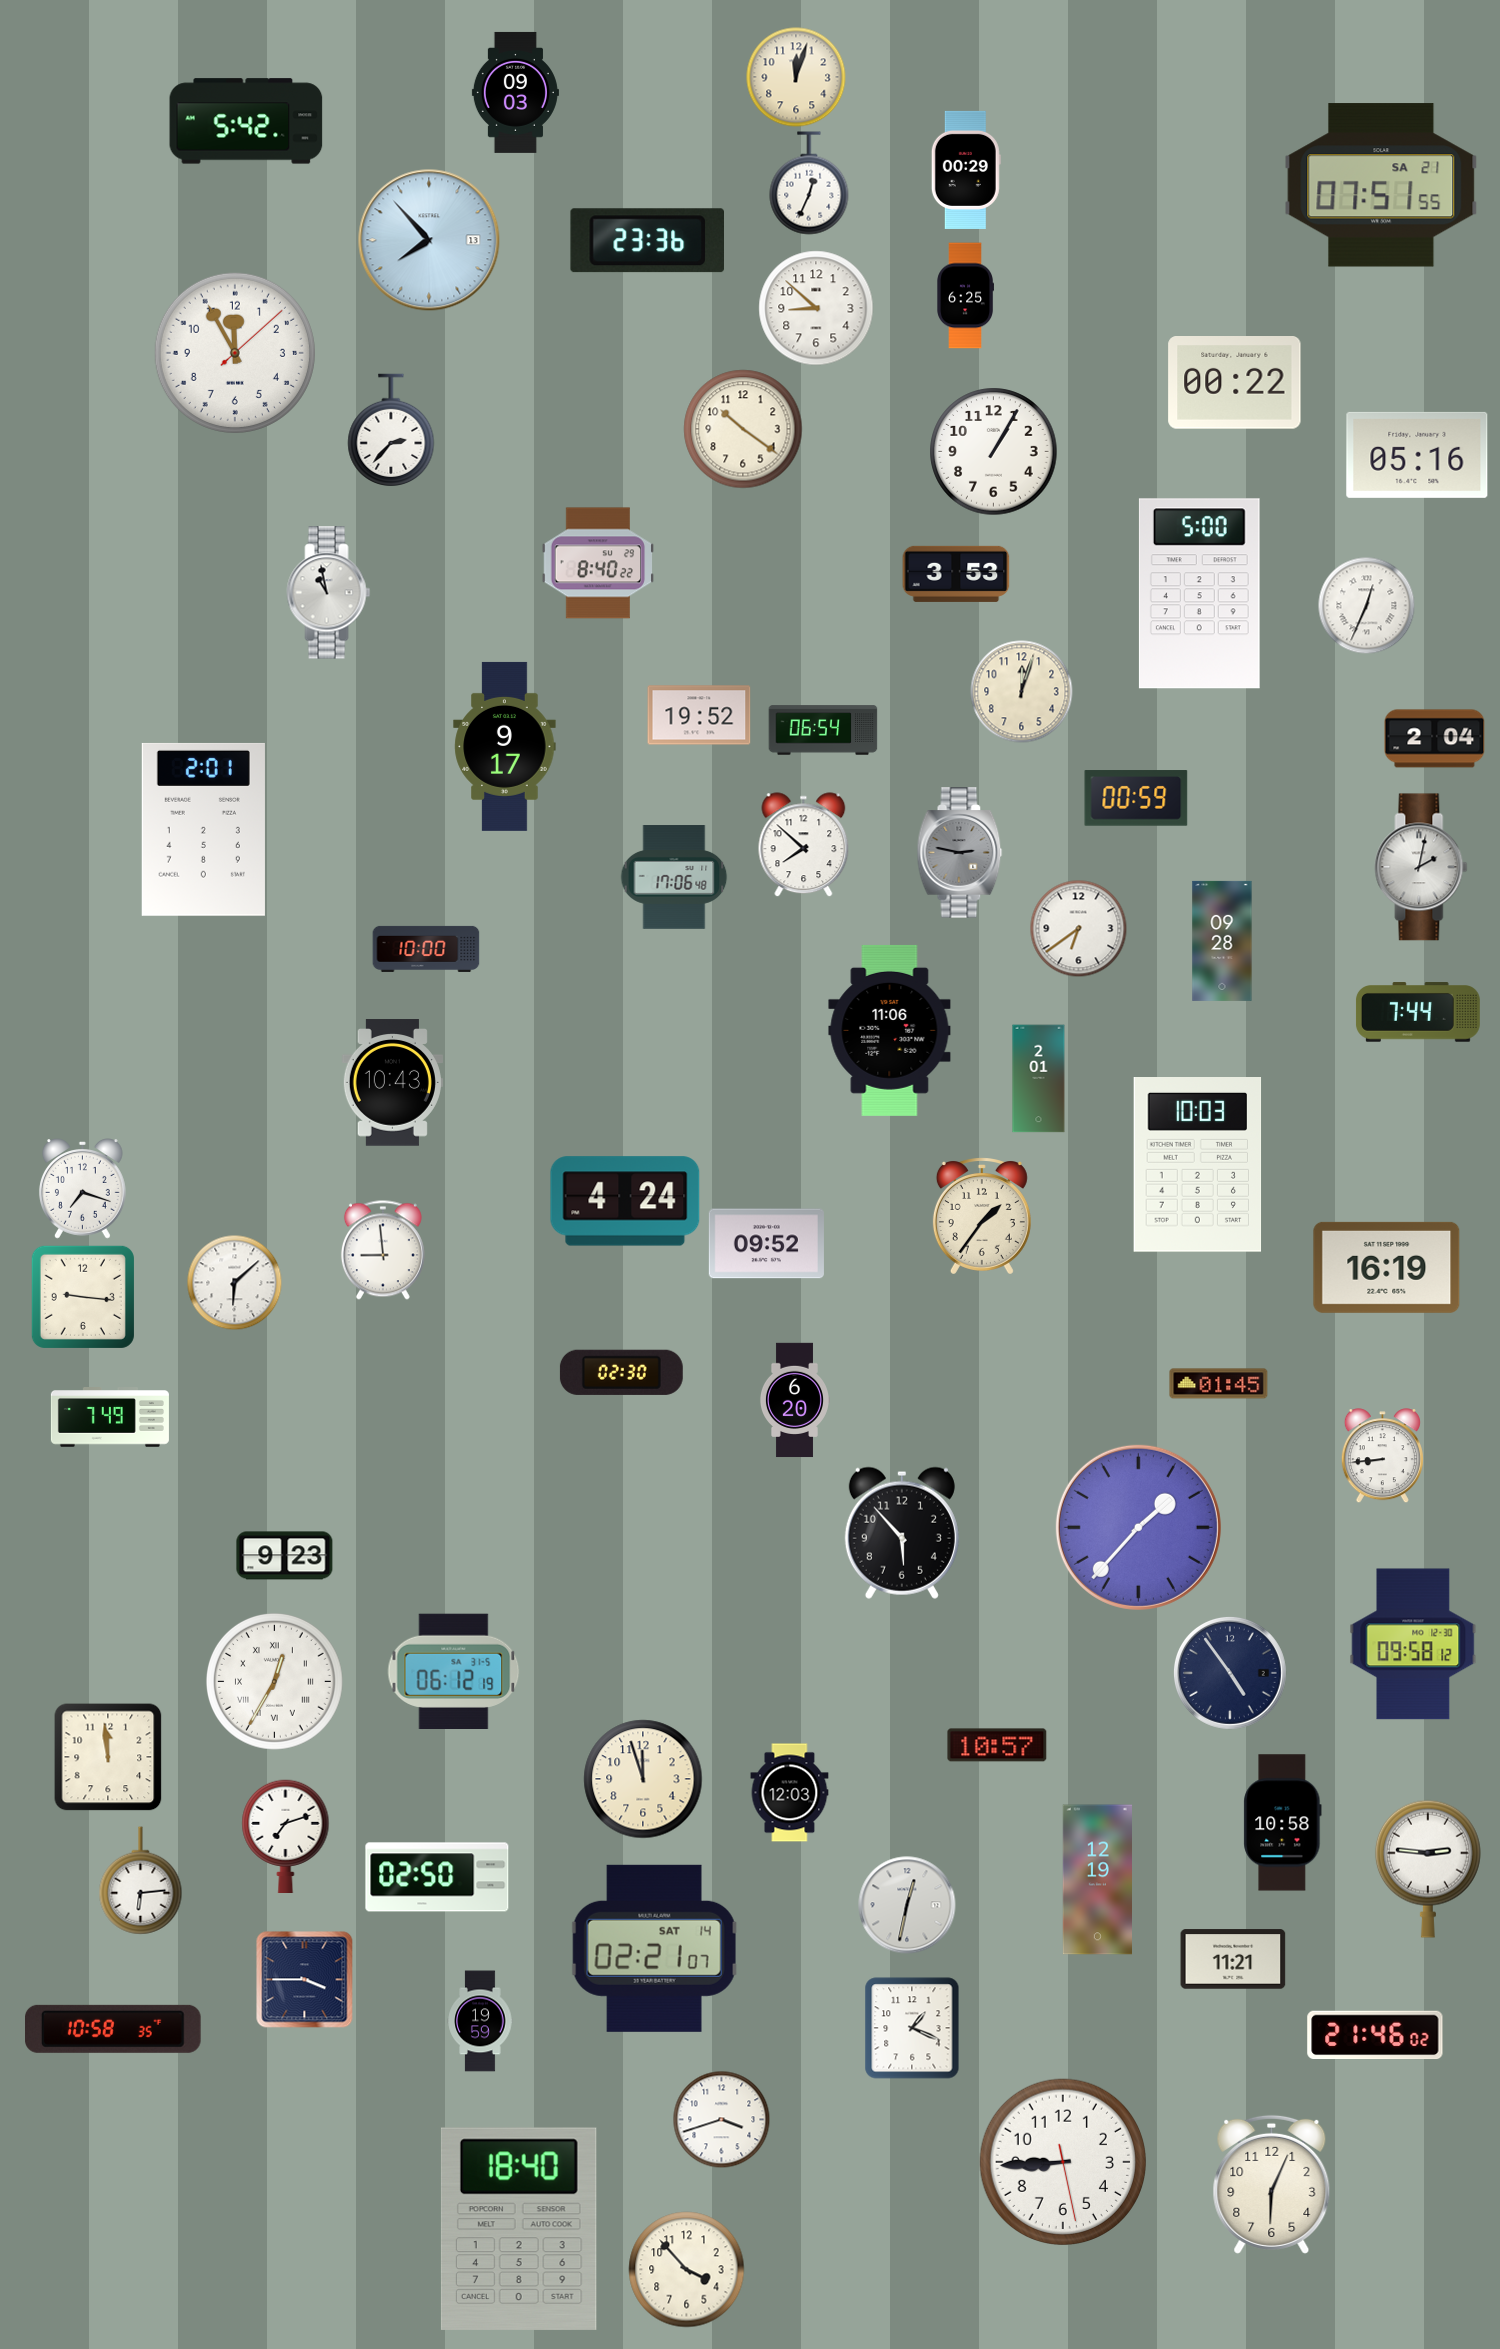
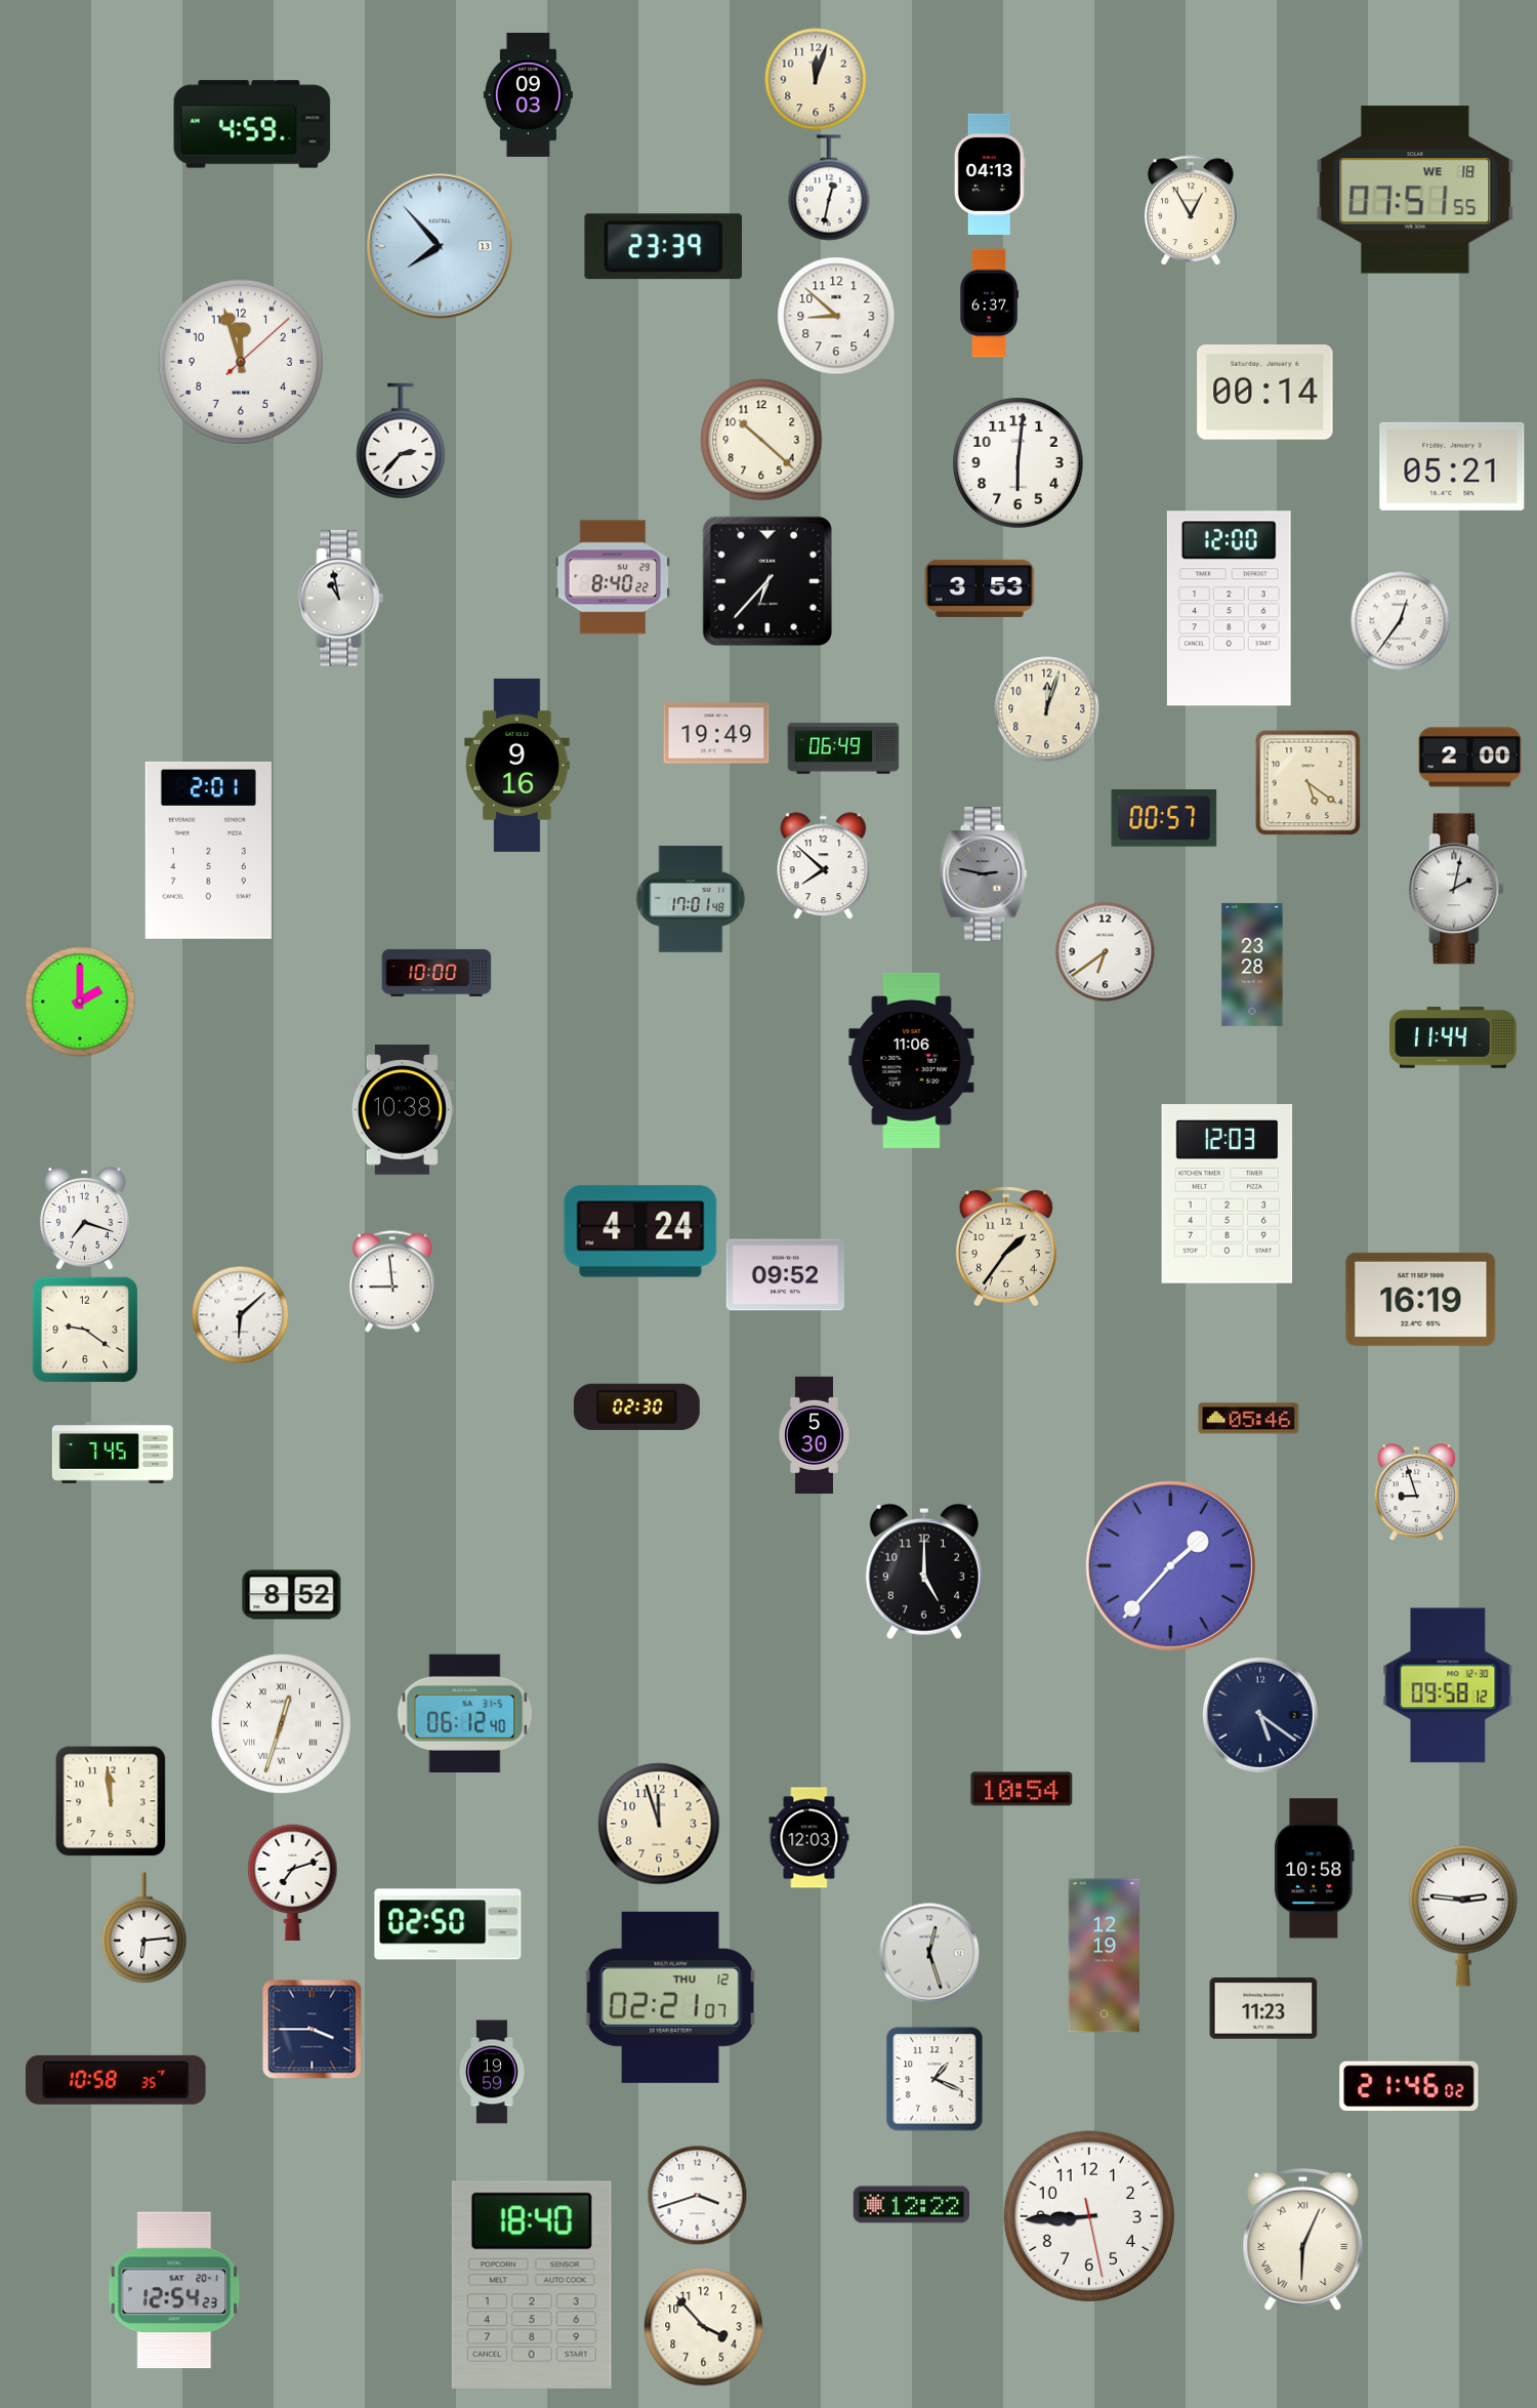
clock at (246, 121): 5:42 -> 4:59
clock at (966, 170): 00:29 -> 04:13
clock at (809, 183): 12:34 -> 12:32
clock at (1381, 185) date: SA 21 -> WE 18
clock at (1191, 210): none -> 12:55
clock at (647, 241): 23:36 -> 23:39
clock at (965, 296): 6:25 -> 6:37
clock at (235, 353): 11:55 -> 11:57
clock at (1235, 383): 00:22 -> 00:14
clock at (743, 429): 10:21 -> 10:22
clock at (994, 452): 1:05 -> 6:01
clock at (1417, 455): 05:16 -> 05:21
clock at (767, 581): none -> 6:37
clock at (329, 593) position: (329, 593) -> (341, 599)
clock at (1199, 594): 5:00 -> 12:00
clock at (1366, 605): 12:34 -> 12:36
clock at (699, 715): 19:52 -> 19:49
clock at (823, 730): 06:54 -> 06:49
clock at (1435, 739): 2:04 -> 2:00
clock at (505, 746): 9:17 -> 9:16
clock at (1308, 783): none -> 5:21
clock at (1136, 798): 00:59 -> 00:57
clock at (674, 877): 17:06 -> 17:01
clock at (1222, 941): 09:28 -> 23:28
clock at (80, 1002): none -> 2:00
clock at (1418, 1012): 7:44 -> 11:44
clock at (890, 1030) position: (890, 1030) -> (912, 1060)
clock at (1039, 1079): 2:01 -> none
clock at (392, 1083): 10:43 -> 10:38
clock at (1198, 1165): 10:03 -> 12:03
clock at (83, 1297): 9:16 -> 9:21
clock at (1219, 1384): 01:45 -> 05:46
clock at (794, 1400): 6:20 -> 5:30
clock at (110, 1418): 7:49 -> 7:45
clock at (1382, 1456): 8:44 -> 8:57
clock at (1138, 1527) position: (1138, 1527) -> (1170, 1565)
clock at (902, 1533): 5:53 -> 5:00
clock at (285, 1556): 9:23 -> 8:52
clock at (454, 1671): 06:12:19 -> 06:12:40
clock at (1230, 1673): 4:54 -> 5:21
clock at (274, 1681): 12:35 -> 12:33
clock at (997, 1745): 10:57 -> 10:54
clock at (1097, 1880) position: (1097, 1880) -> (1104, 1956)
clock at (907, 1905): 12:32 -> 12:27
clock at (654, 1948) date: SAT 14 -> THU 12
clock at (1233, 1959): 11:21 -> 11:23
clock at (721, 2119) position: (721, 2119) -> (697, 2195)
clock at (911, 2205): none -> 12:22
clock at (1272, 2184) numerals: Arabic -> Roman
clock at (174, 2290): none -> 12:54
